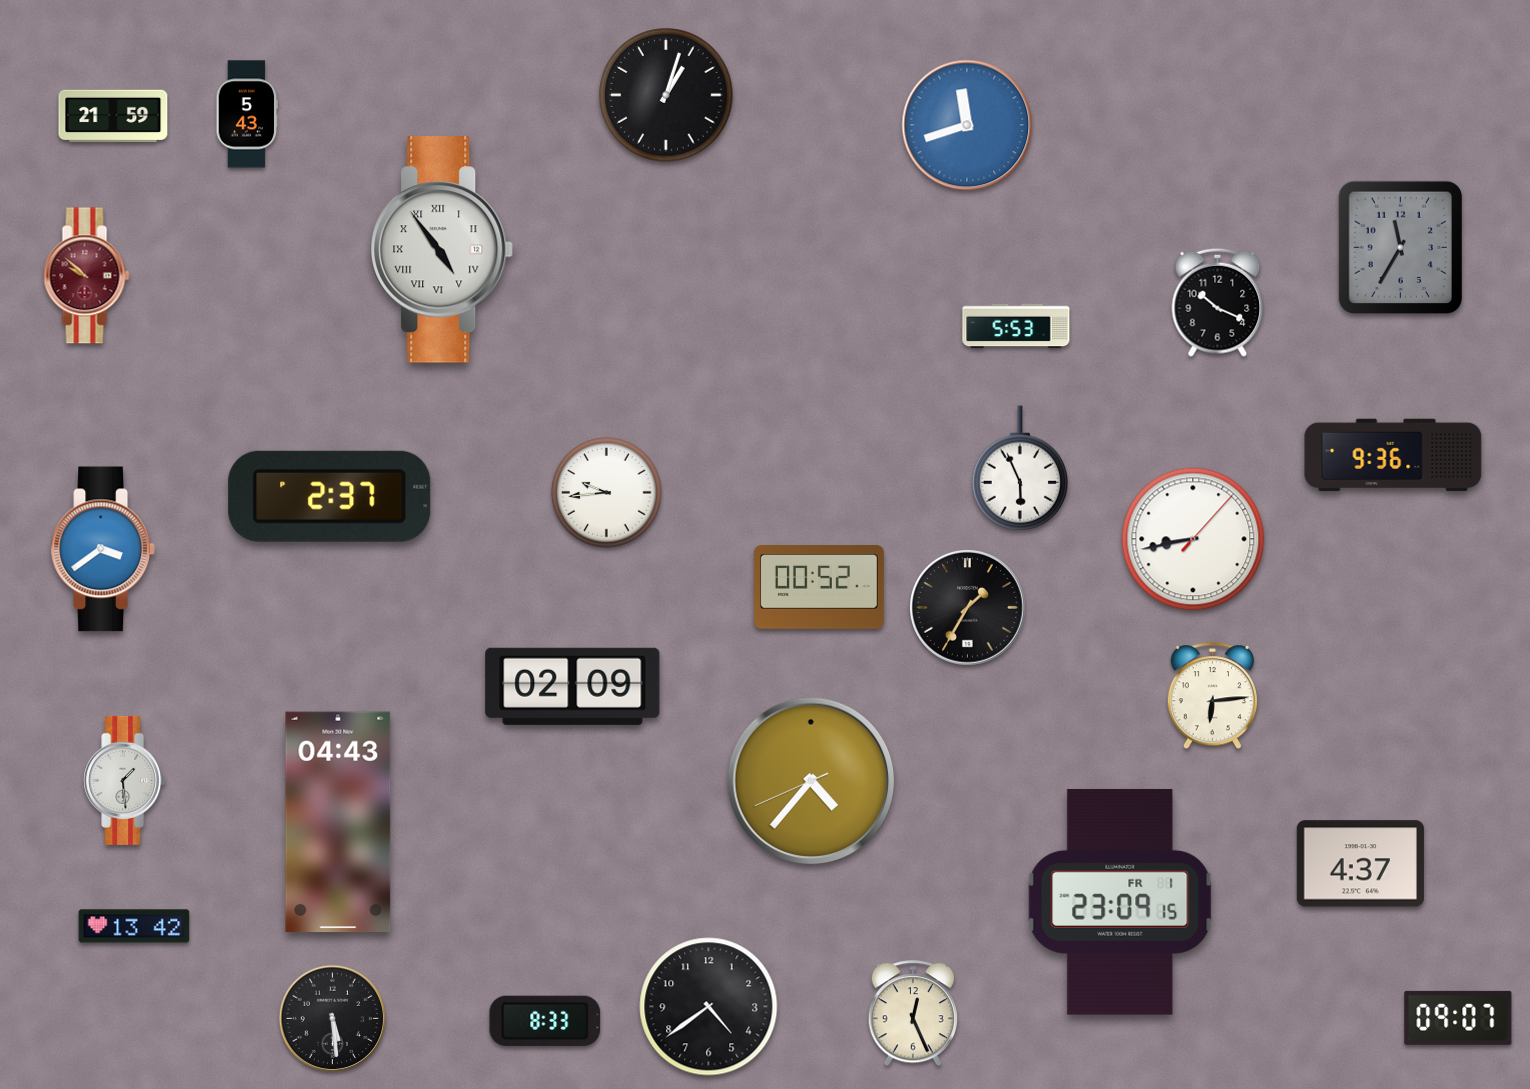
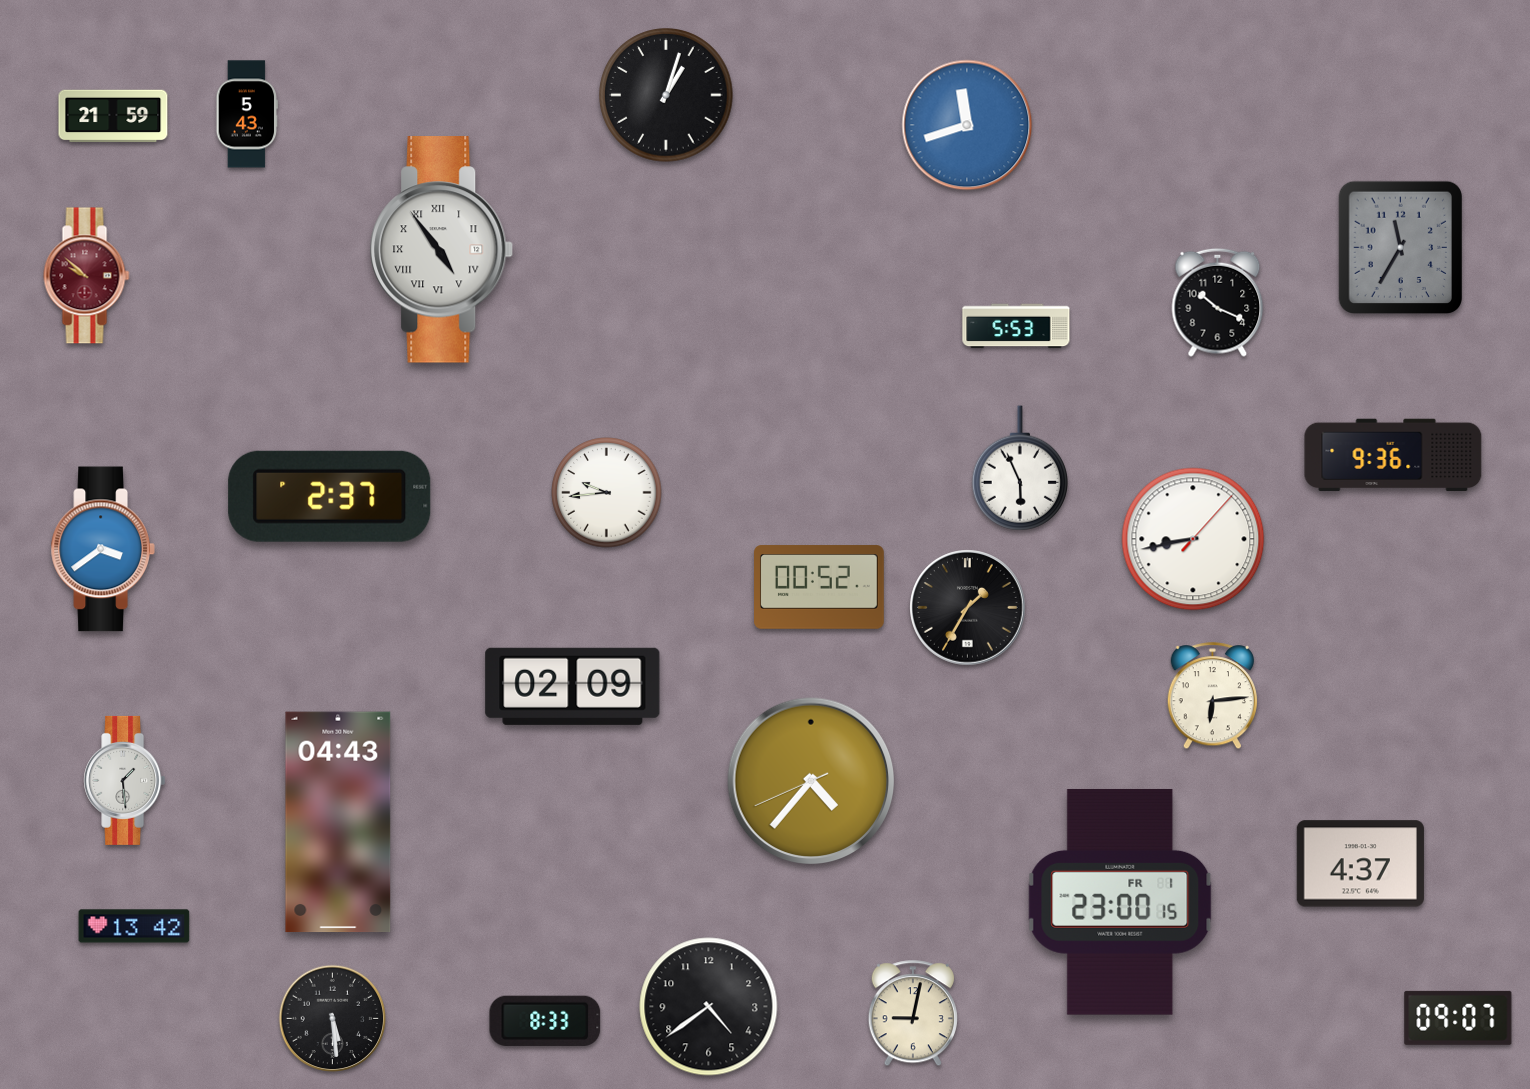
clock at (1120, 902): 23:09 -> 23:00
clock at (913, 1014): 12:26 -> 9:02
